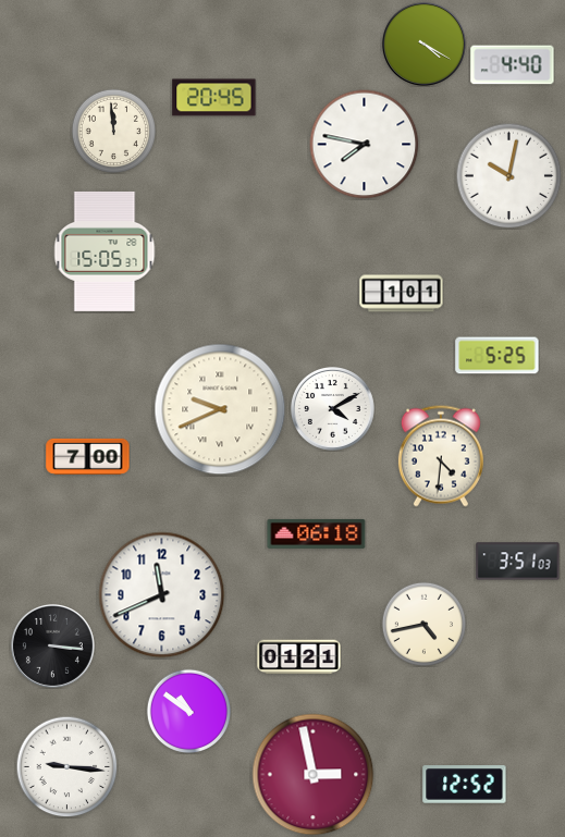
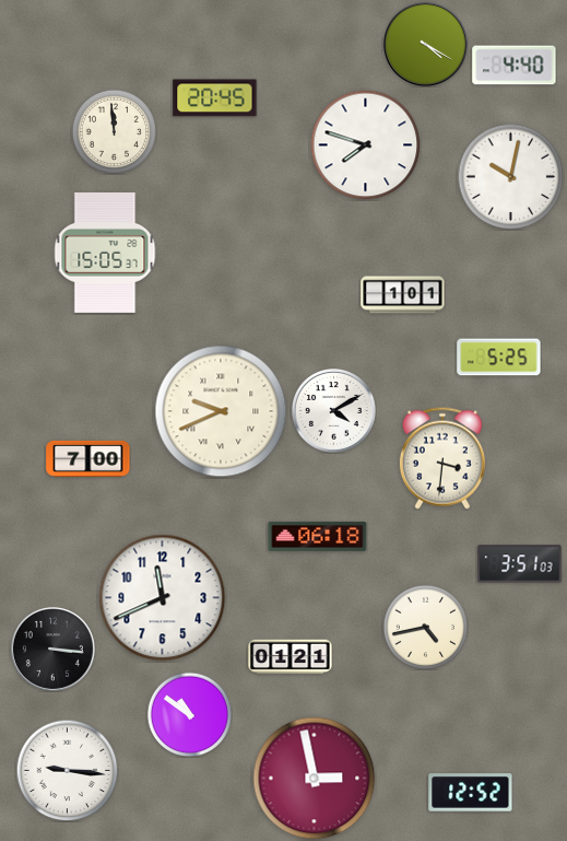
clock at (365, 145): 7:47 -> 7:48
clock at (441, 456): 4:31 -> 3:31
clock at (299, 657) position: (299, 657) -> (291, 657)
clock at (465, 785) position: (465, 785) -> (471, 793)
